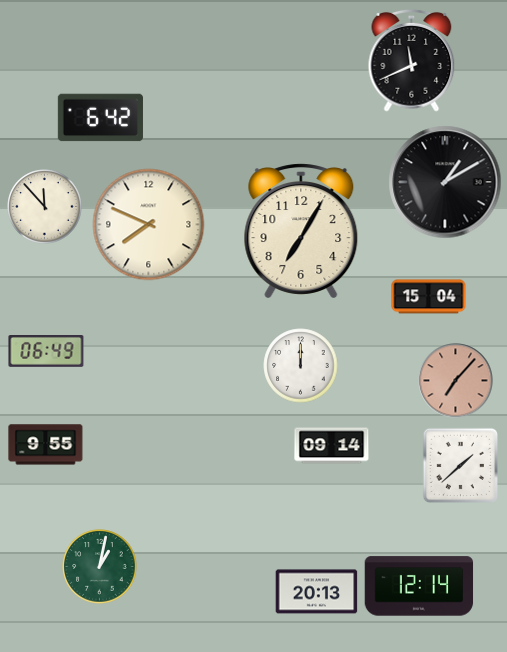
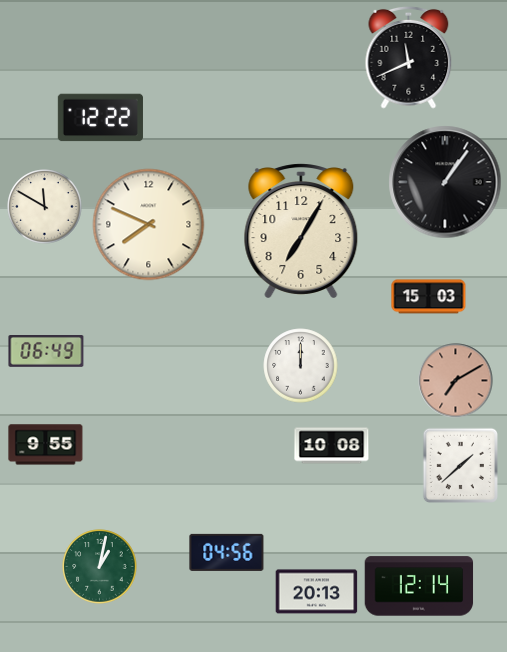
clock at (412, 60) position: (412, 60) -> (409, 57)
clock at (100, 118): 6:42 -> 12:22
clock at (445, 182): 1:10 -> 1:06
clock at (45, 207): 11:53 -> 11:50
clock at (429, 297): 15:04 -> 15:03
clock at (456, 381): 7:07 -> 7:10
clock at (332, 446): 09:14 -> 10:08
clock at (227, 552): none -> 04:56
